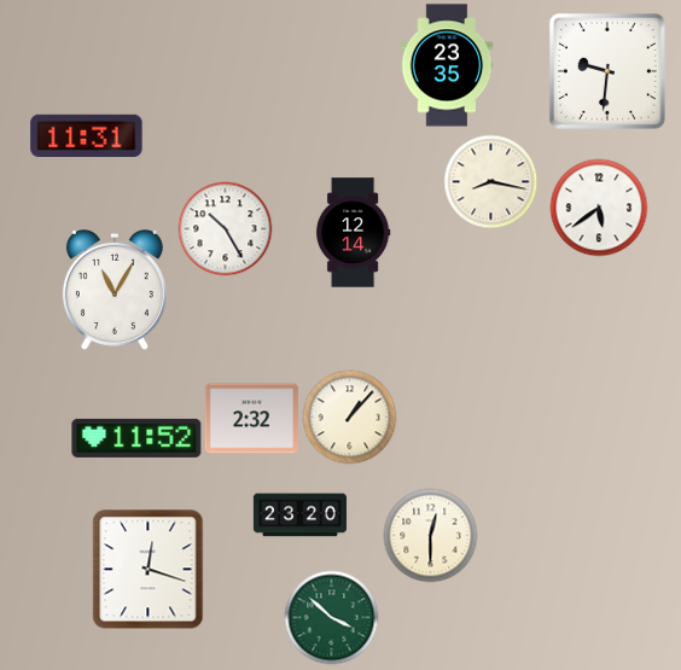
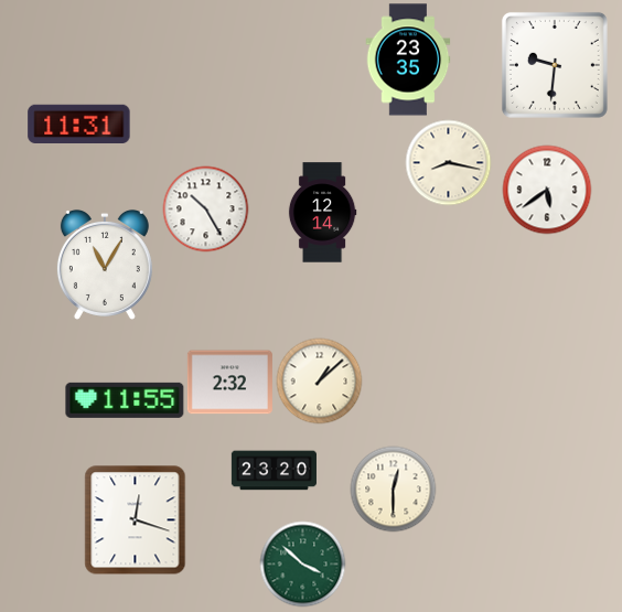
clock at (490, 181) position: (490, 181) -> (448, 162)
clock at (349, 416): 1:07 -> 1:08
clock at (136, 438): 11:52 -> 11:55
